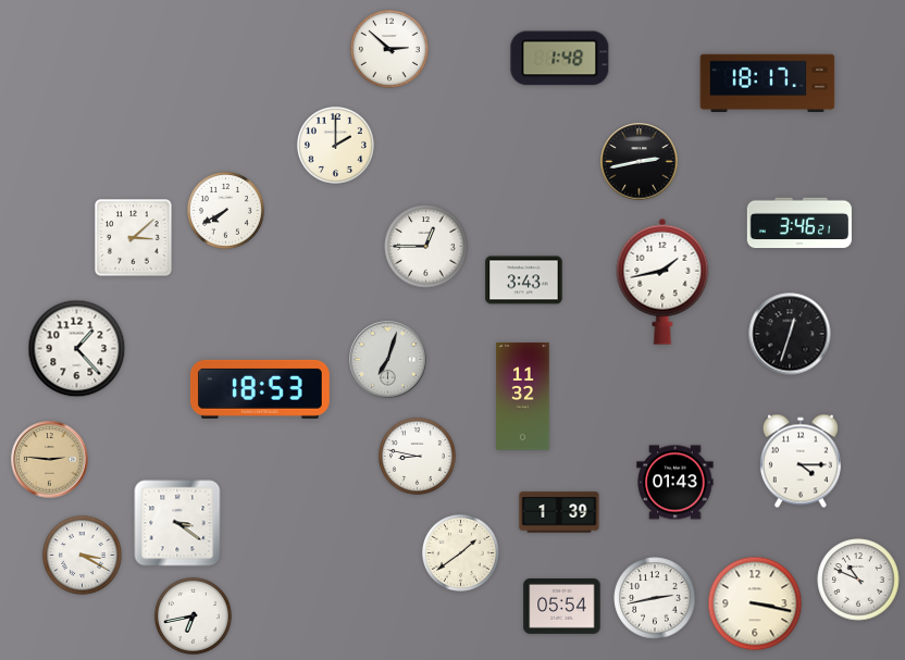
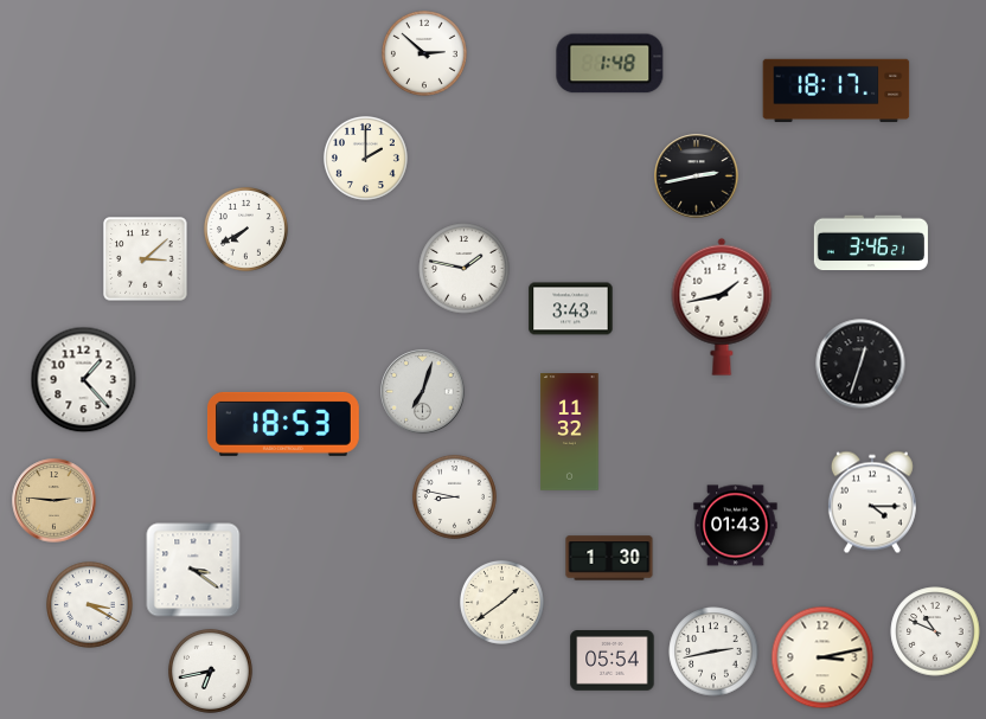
clock at (426, 247): 12:45 -> 1:47
clock at (524, 281) position: (524, 281) -> (571, 309)
clock at (559, 512): 1:39 -> 1:30
clock at (755, 603): 3:17 -> 3:13
